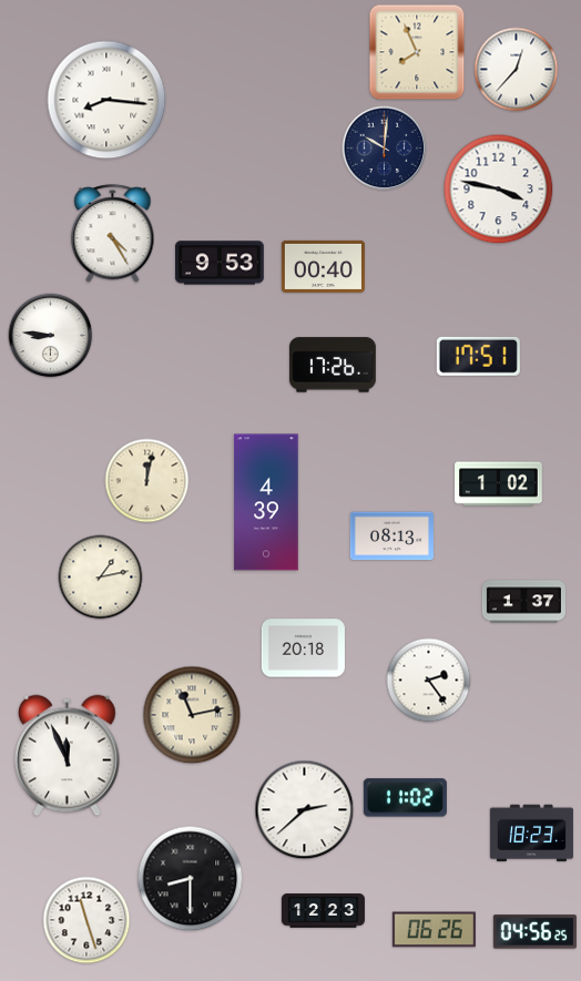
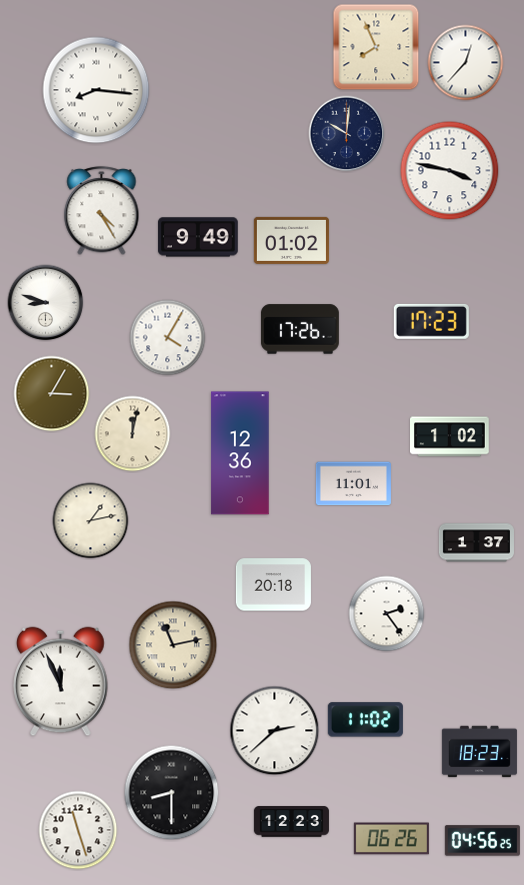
clock at (220, 263): 9:53 -> 9:49
clock at (323, 266): 00:40 -> 01:02
clock at (51, 336): 8:46 -> 8:48
clock at (478, 356): 17:51 -> 17:23
clock at (168, 338): none -> 4:05
clock at (52, 394): none -> 3:05
clock at (266, 502): 4:39 -> 12:36
clock at (391, 537): 08:13 -> 11:01
clock at (523, 602) position: (523, 602) -> (476, 543)
